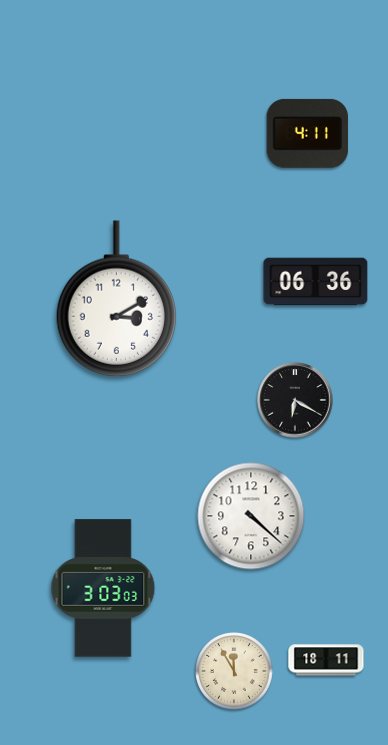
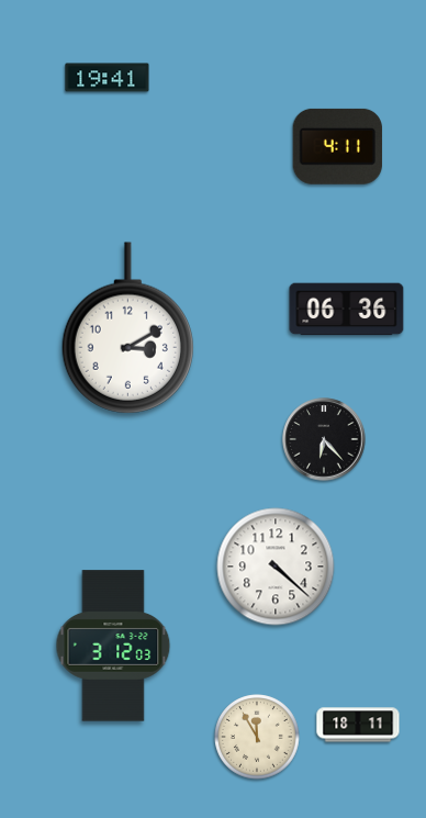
clock at (108, 78): none -> 19:41
clock at (295, 400): 6:20 -> 6:23
clock at (103, 588): 3:03 -> 3:12
